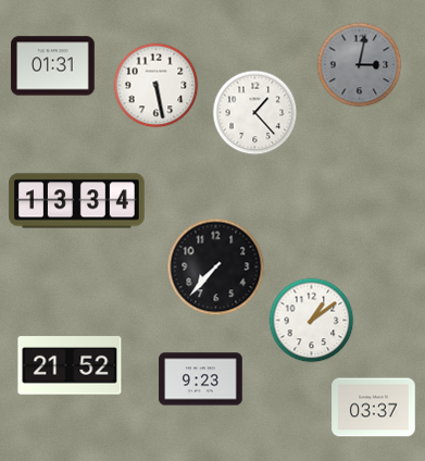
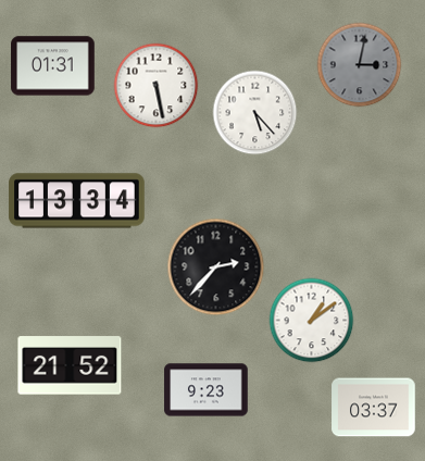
clock at (254, 112): 1:23 -> 5:23
clock at (215, 266): 7:37 -> 2:37
clock at (201, 379) position: (201, 379) -> (207, 390)
